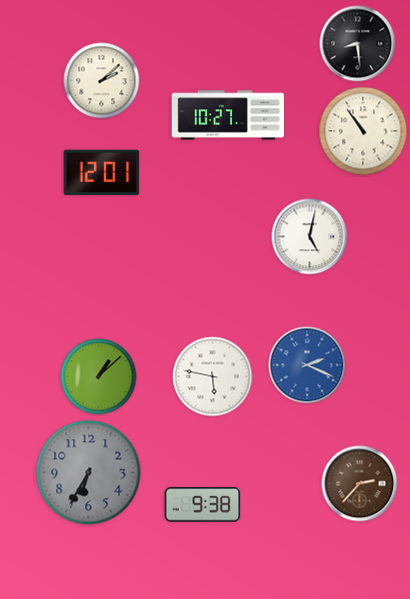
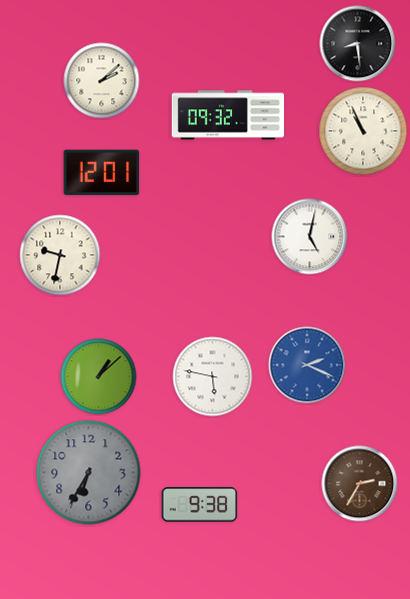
clock at (227, 115): 10:27 -> 09:32
clock at (363, 131): 10:54 -> 10:56
clock at (60, 255): none -> 9:32
clock at (360, 484): 2:37 -> 2:35
clock at (203, 505) position: (203, 505) -> (200, 505)
